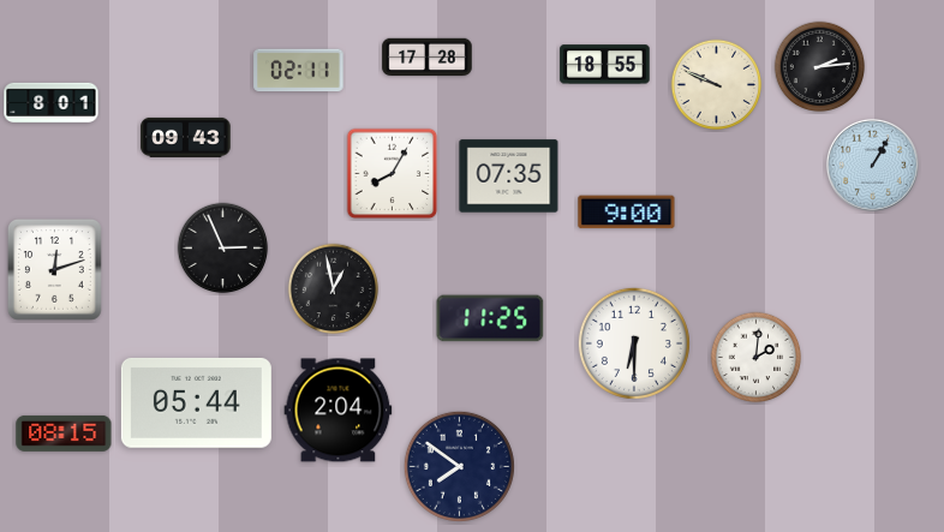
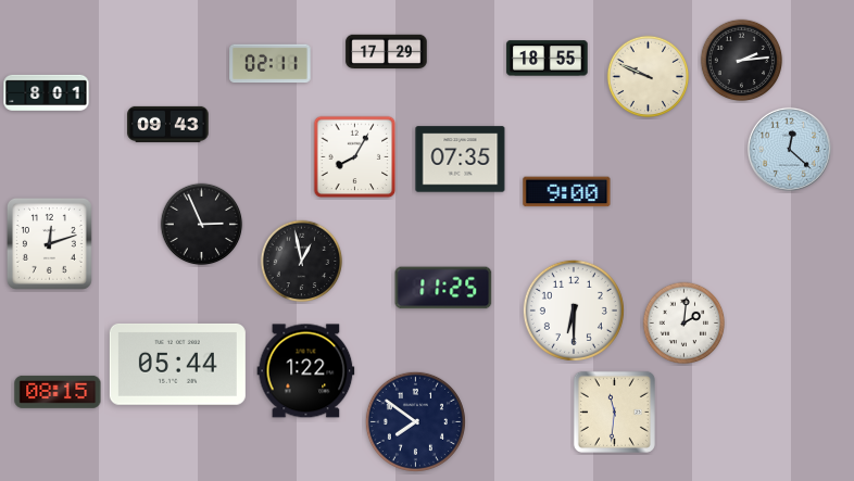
clock at (428, 58): 17:28 -> 17:29
clock at (872, 165): 1:05 -> 12:22
clock at (339, 411): 2:04 -> 1:22
clock at (614, 412): none -> 11:31
